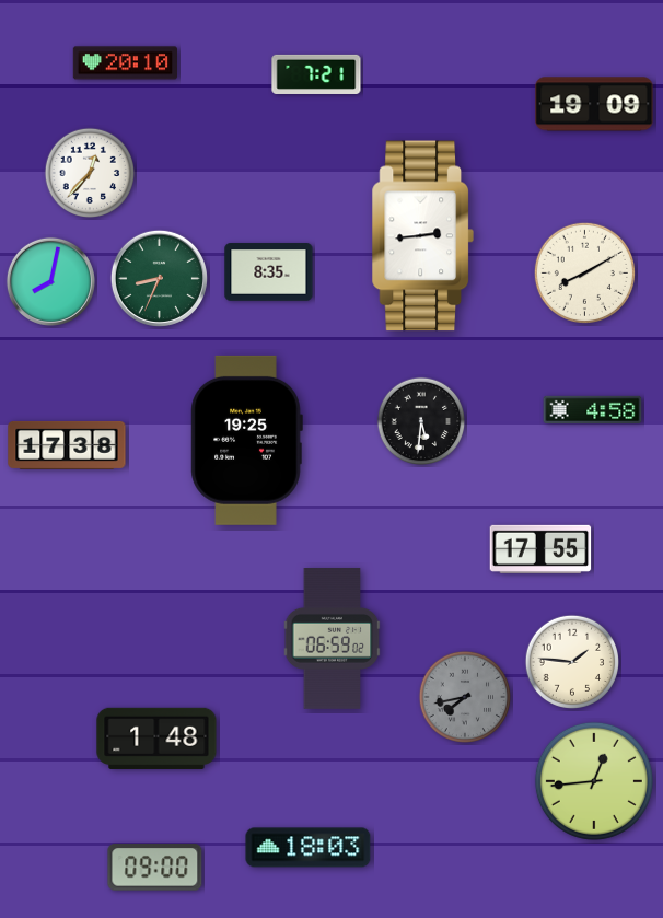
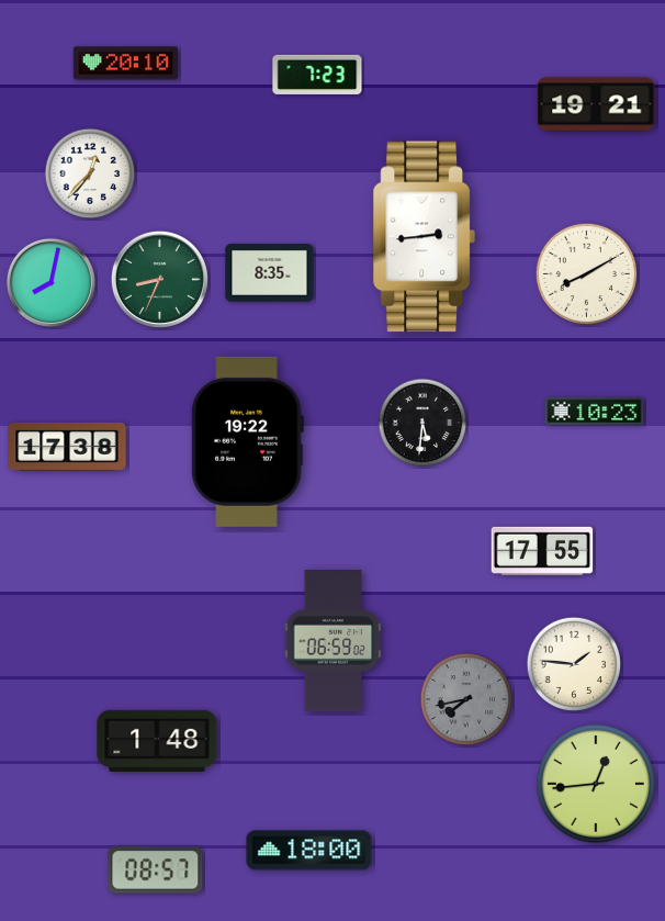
clock at (316, 74): 7:21 -> 7:23
clock at (594, 104): 19:09 -> 19:21
clock at (593, 409): 4:58 -> 10:23
clock at (246, 440): 19:25 -> 19:22
clock at (309, 848): 18:03 -> 18:00
clock at (155, 868): 09:00 -> 08:57
